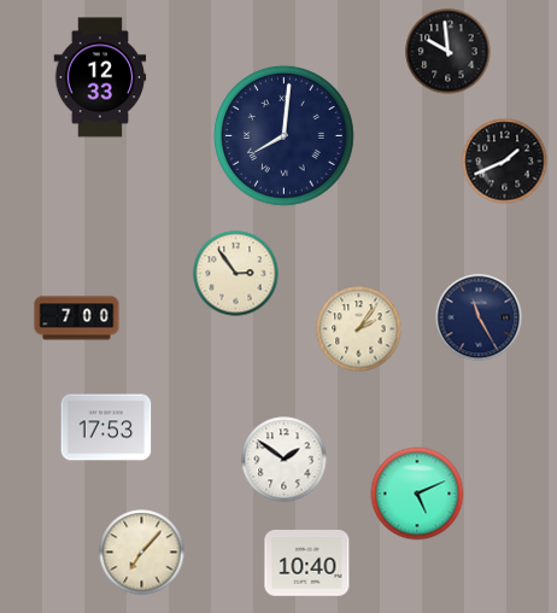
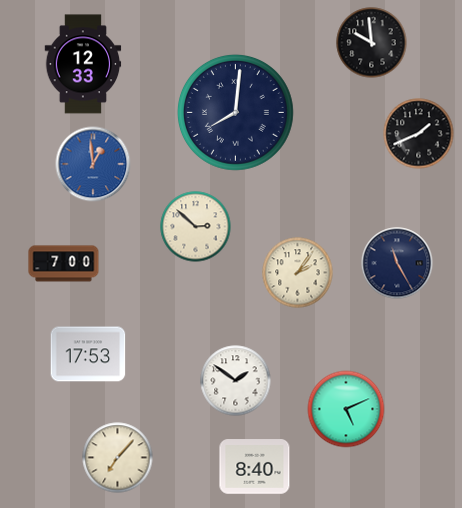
clock at (93, 164): none -> 12:59
clock at (236, 274): 2:54 -> 2:52
clock at (307, 564): 10:40 -> 8:40
